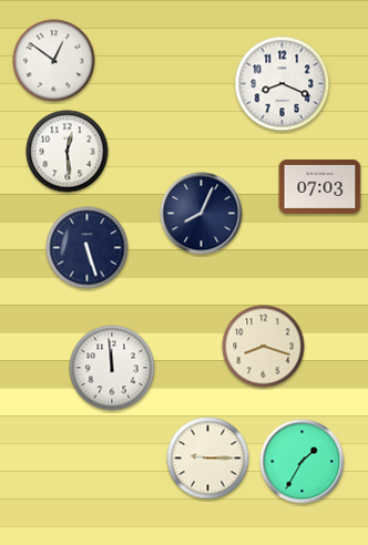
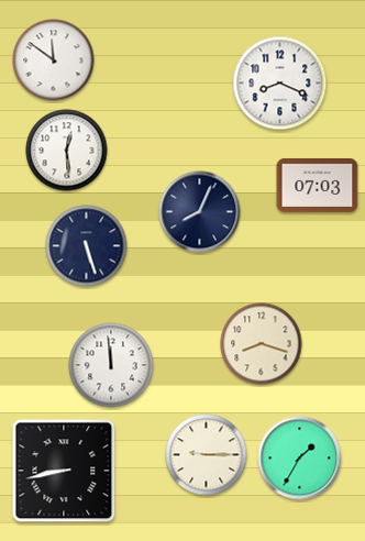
clock at (54, 61): 12:51 -> 11:51
clock at (64, 471): none -> 8:43
